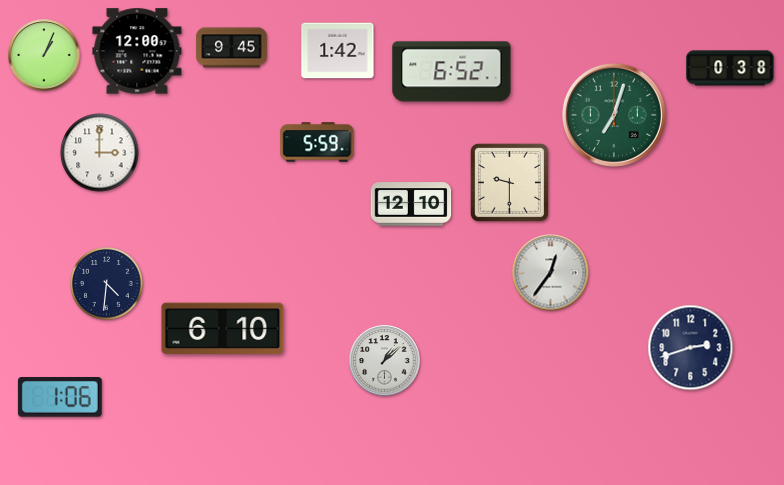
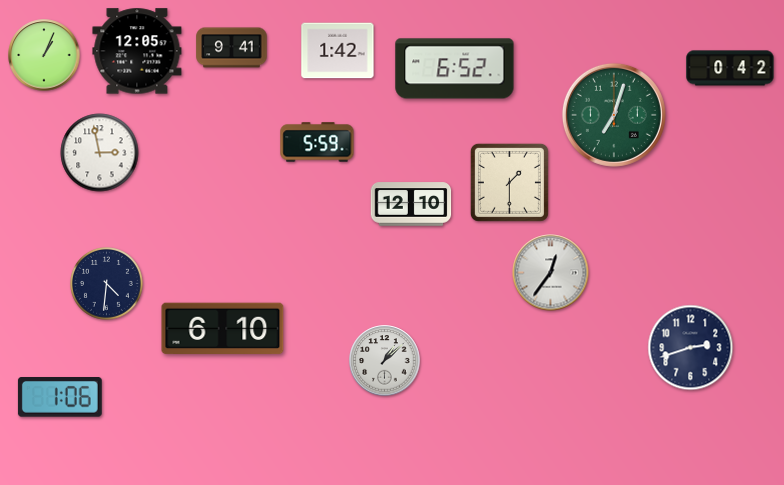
clock at (232, 48): 9:45 -> 9:41
clock at (137, 51): 12:00 -> 12:05
clock at (730, 68): 0:38 -> 0:42
clock at (452, 72) position: (452, 72) -> (455, 69)
clock at (100, 153): 3:00 -> 2:58
clock at (509, 182): 9:30 -> 1:30
